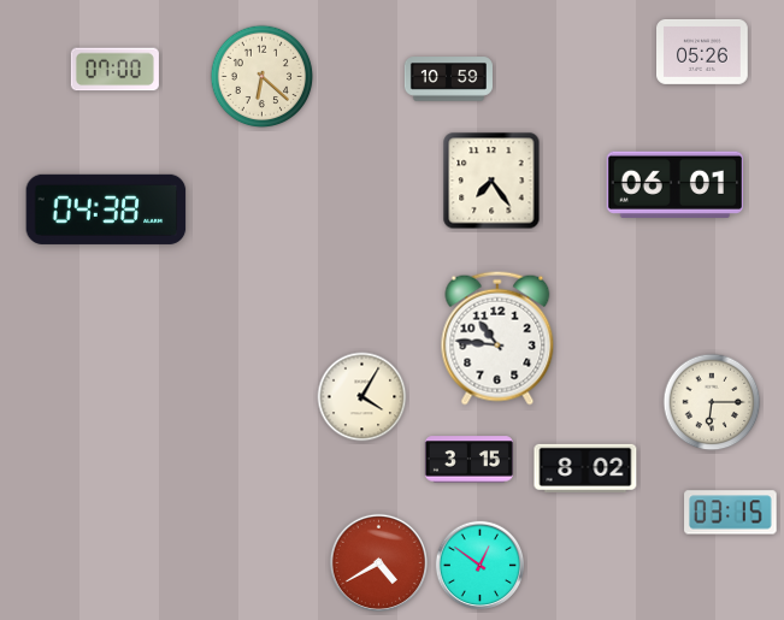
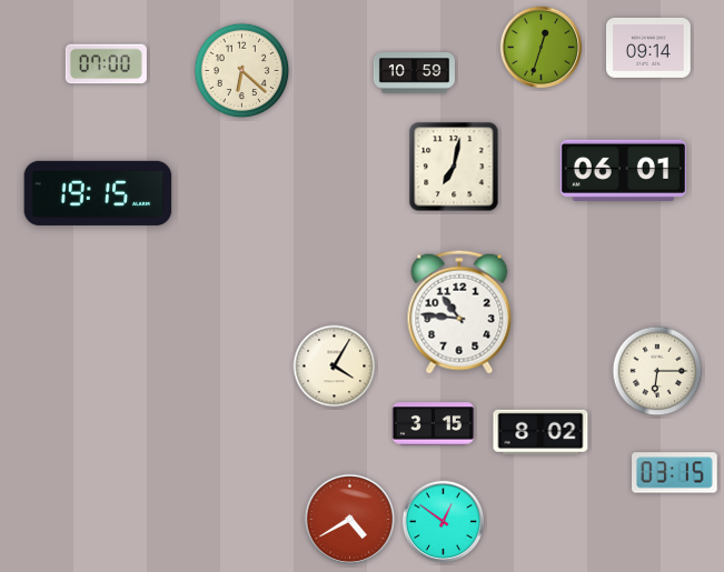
clock at (542, 48): none -> 12:33
clock at (703, 52): 05:26 -> 09:14
clock at (491, 181): 7:24 -> 7:02
clock at (106, 209): 04:38 -> 19:15
